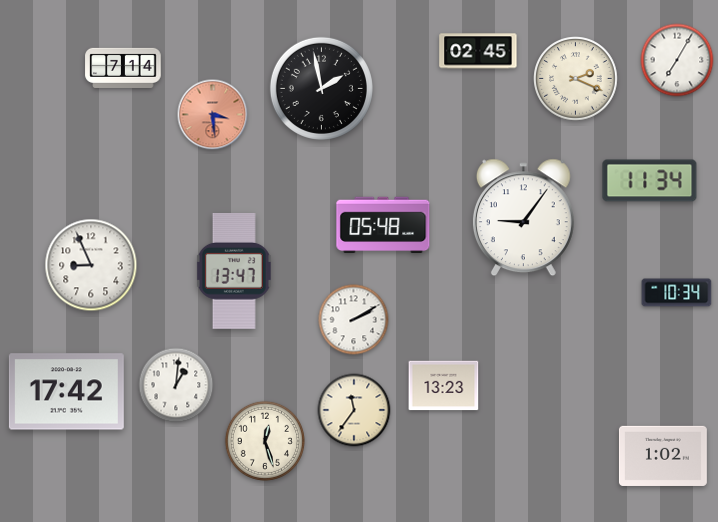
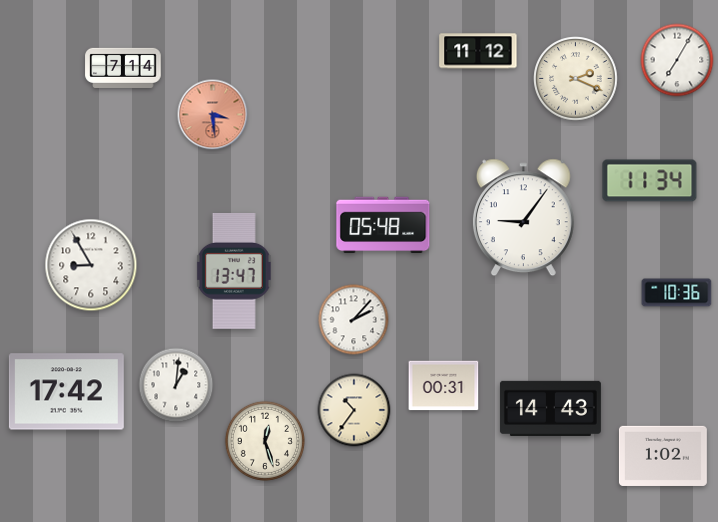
clock at (478, 51): 02:45 -> 11:12
clock at (321, 88): 1:58 -> none
clock at (91, 265): 8:56 -> 8:55
clock at (677, 293): 10:34 -> 10:36
clock at (354, 320): 2:10 -> 2:07
clock at (444, 386): 13:23 -> 00:31
clock at (550, 408): none -> 14:43
clock at (354, 410): 11:36 -> 10:36
